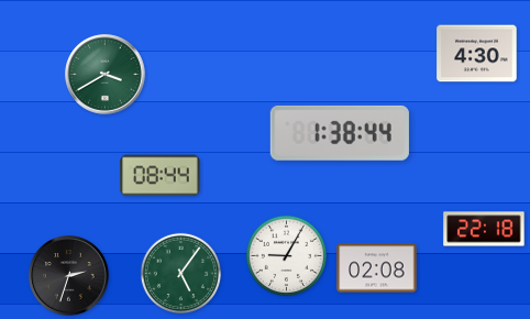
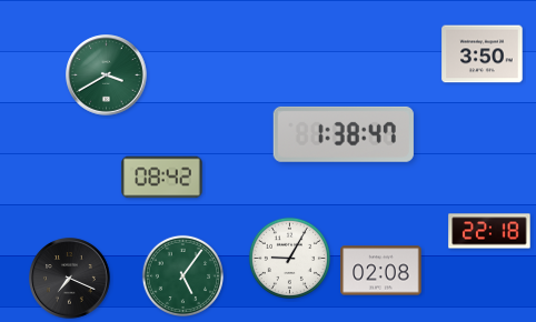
clock at (477, 54): 4:30 -> 3:50
clock at (340, 133): 1:38:44 -> 1:38:47
clock at (161, 176): 08:44 -> 08:42
clock at (69, 276): 2:33 -> 7:19
